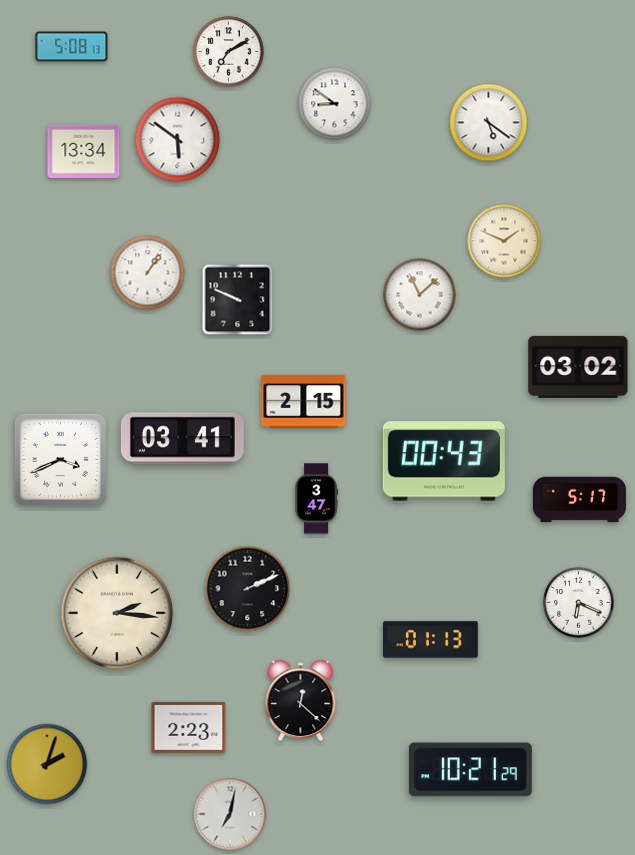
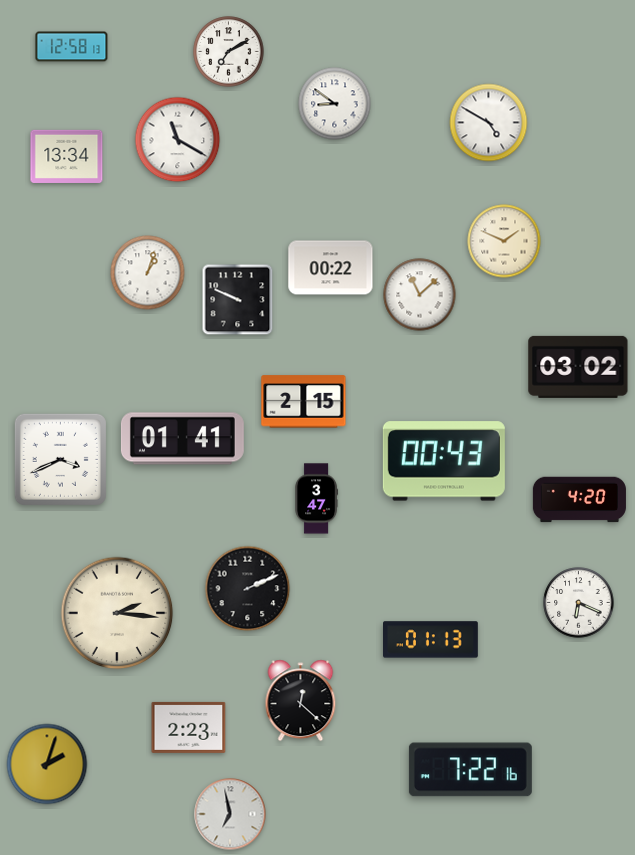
clock at (72, 47): 5:08 -> 12:58
clock at (489, 123): 5:21 -> 4:50
clock at (178, 140): 5:51 -> 11:20
clock at (84, 151) position: (84, 151) -> (67, 156)
clock at (331, 268): none -> 00:22
clock at (148, 273): 1:06 -> 1:03
clock at (182, 439): 03:41 -> 01:41
clock at (579, 500): 5:17 -> 4:20
clock at (470, 770): 10:21 -> 7:22
clock at (230, 814): 7:02 -> 6:58
